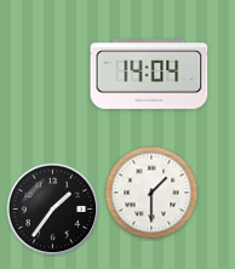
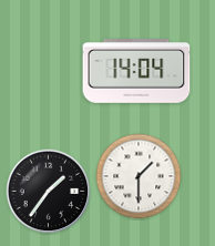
clock at (149, 75) position: (149, 75) -> (136, 72)
